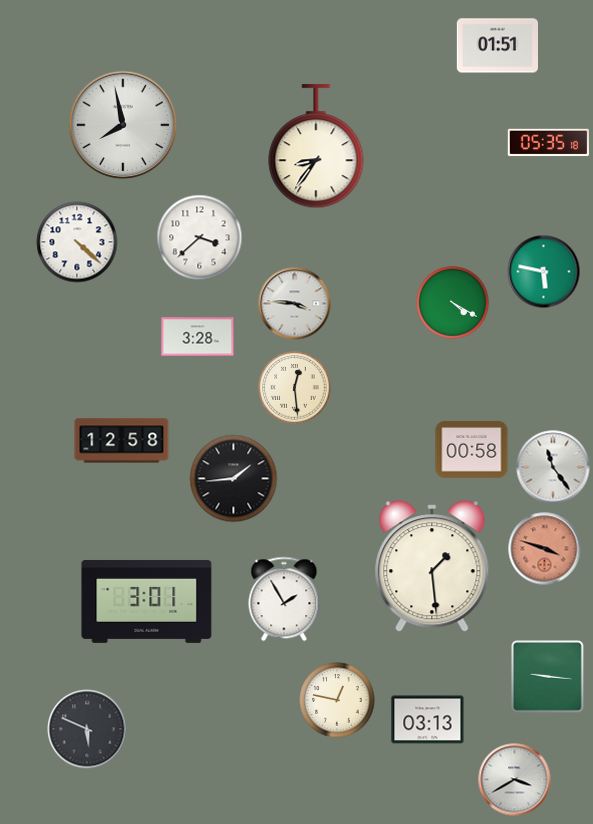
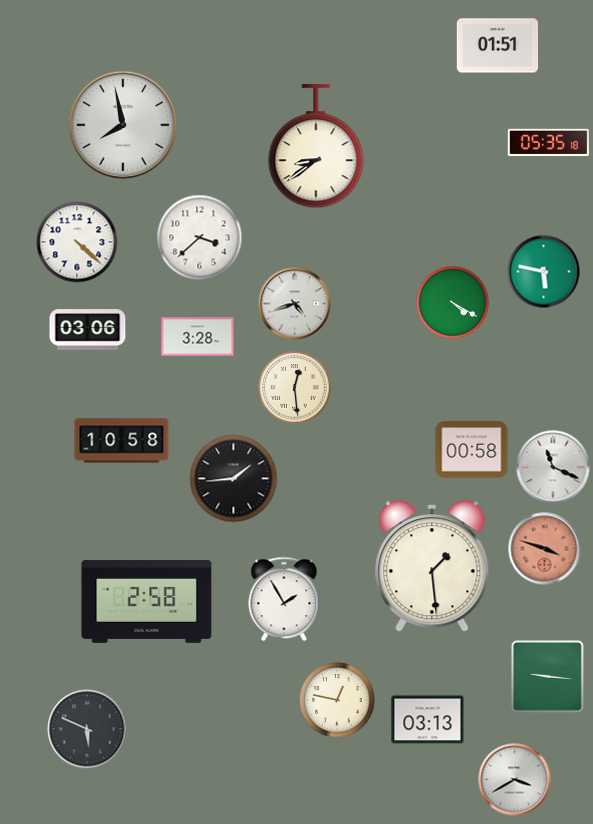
clock at (316, 147): 8:36 -> 8:39
clock at (295, 304): 3:46 -> 4:42
clock at (88, 330): none -> 03:06
clock at (122, 441): 12:58 -> 10:58
clock at (553, 467): 11:24 -> 11:19
clock at (147, 601): 3:01 -> 2:58
